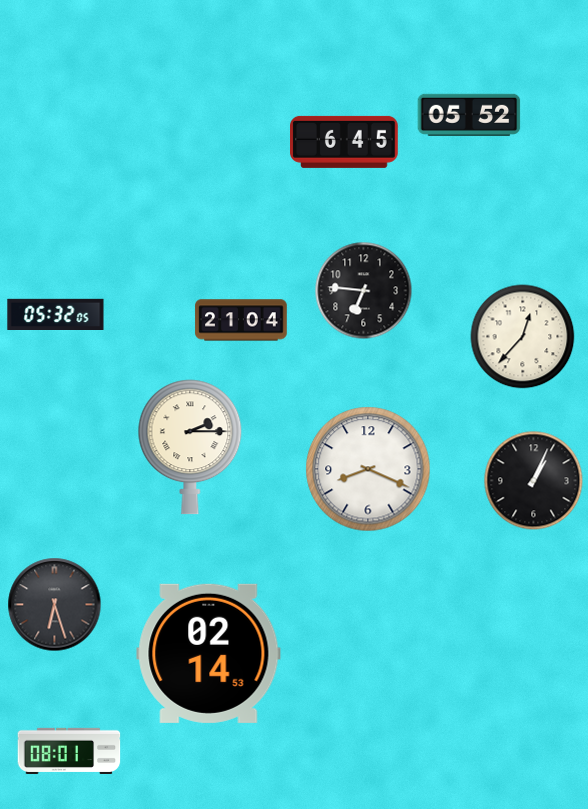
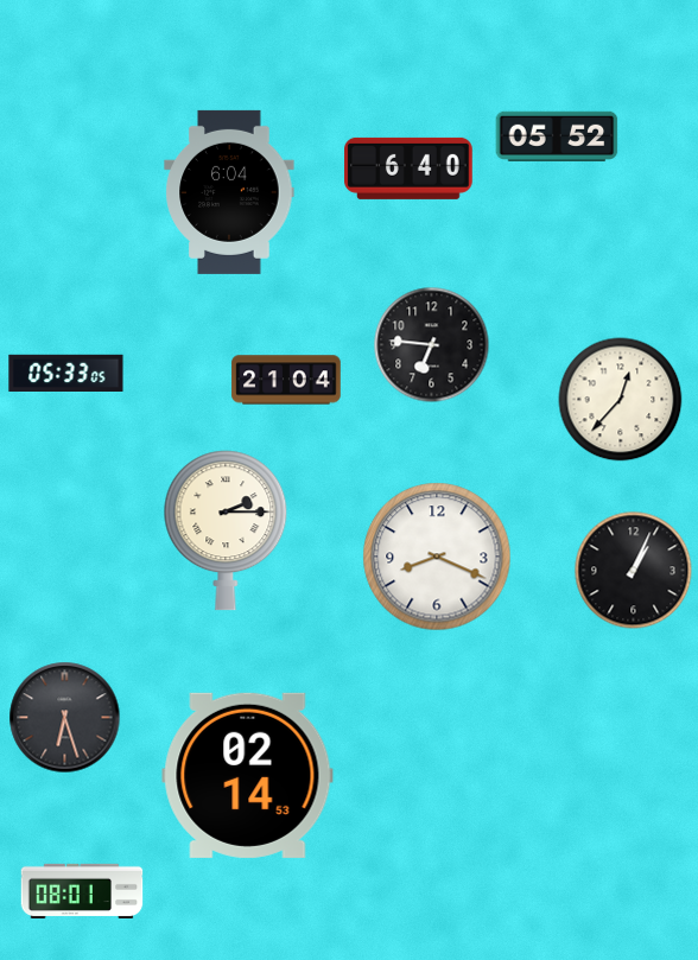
clock at (345, 142): 6:45 -> 6:40
clock at (229, 192): none -> 6:04
clock at (56, 314): 05:32 -> 05:33
